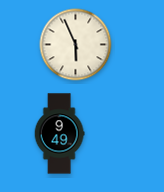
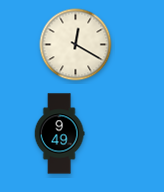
clock at (76, 45): 5:56 -> 12:20
